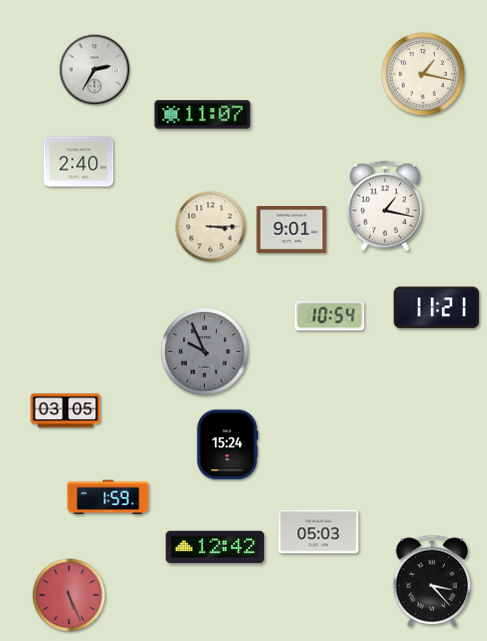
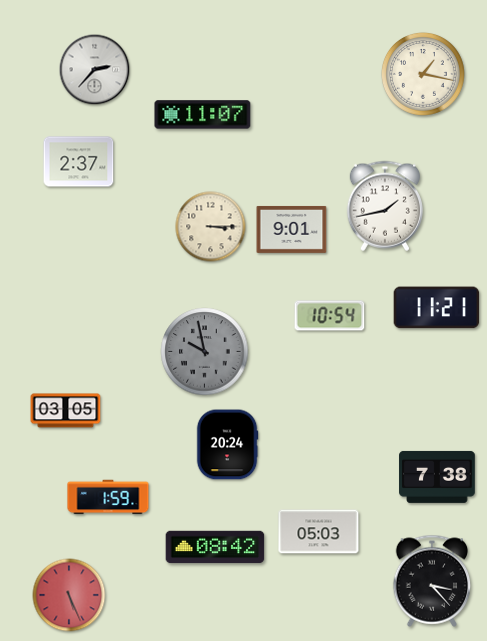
clock at (95, 70): 2:35 -> 2:37
clock at (79, 162): 2:40 -> 2:37
clock at (385, 206): 1:17 -> 1:43
clock at (205, 352): 9:56 -> 9:58
clock at (227, 445): 15:24 -> 20:24
clock at (437, 477): none -> 7:38
clock at (215, 547): 12:42 -> 08:42
